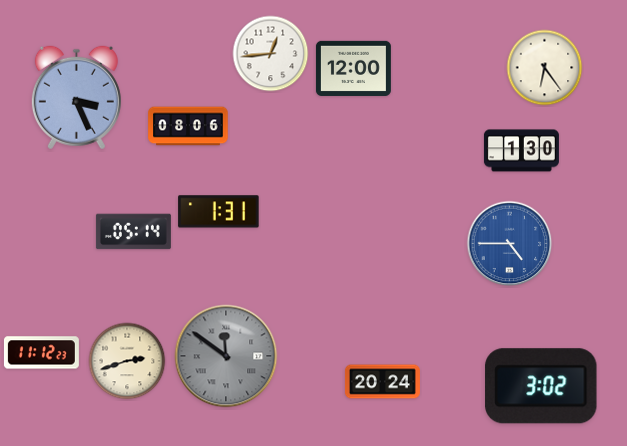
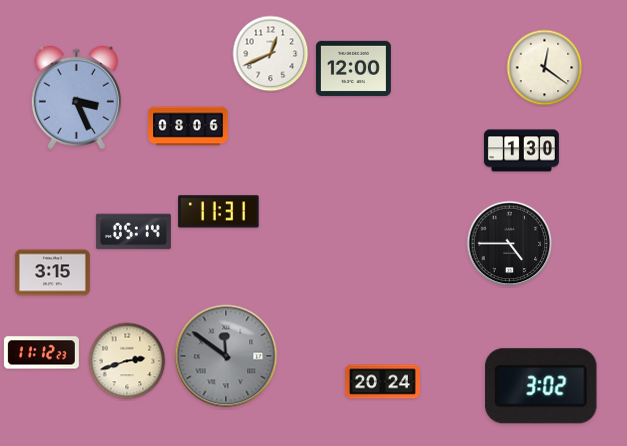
clock at (271, 54): 12:44 -> 12:41
clock at (545, 68): 6:24 -> 12:21
clock at (219, 212): 1:31 -> 11:31
clock at (510, 244) dial: blue -> black
clock at (52, 273): none -> 3:15
